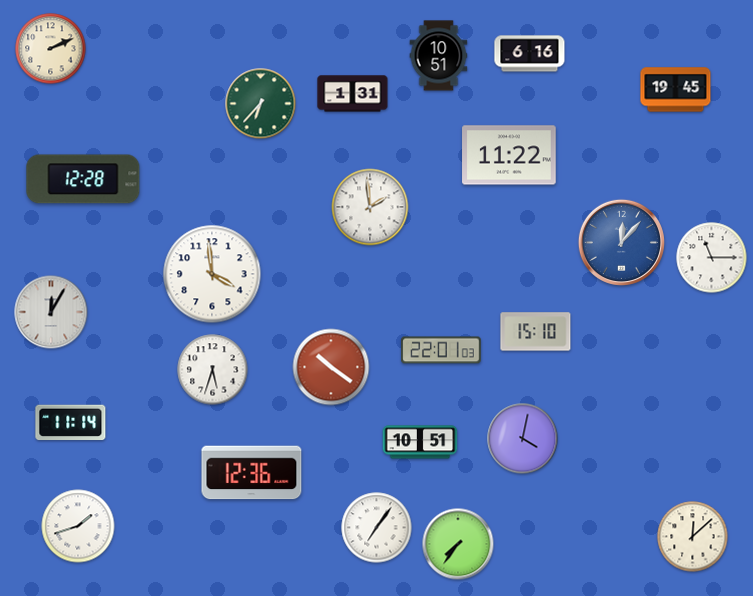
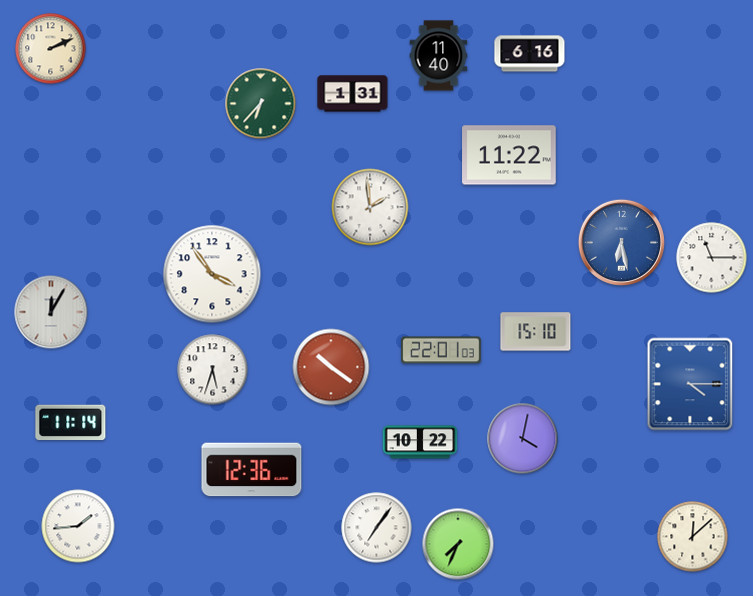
clock at (439, 56): 10:51 -> 11:40
clock at (676, 90): 19:45 -> none
clock at (83, 179): 12:28 -> none
clock at (621, 242): 12:07 -> 6:28
clock at (212, 274): 3:59 -> 3:54
clock at (690, 384): none -> 4:15
clock at (420, 442): 10:51 -> 10:22
clock at (252, 473) position: (252, 473) -> (252, 470)
clock at (78, 526): 1:42 -> 1:44
clock at (458, 544): 7:36 -> 7:34
